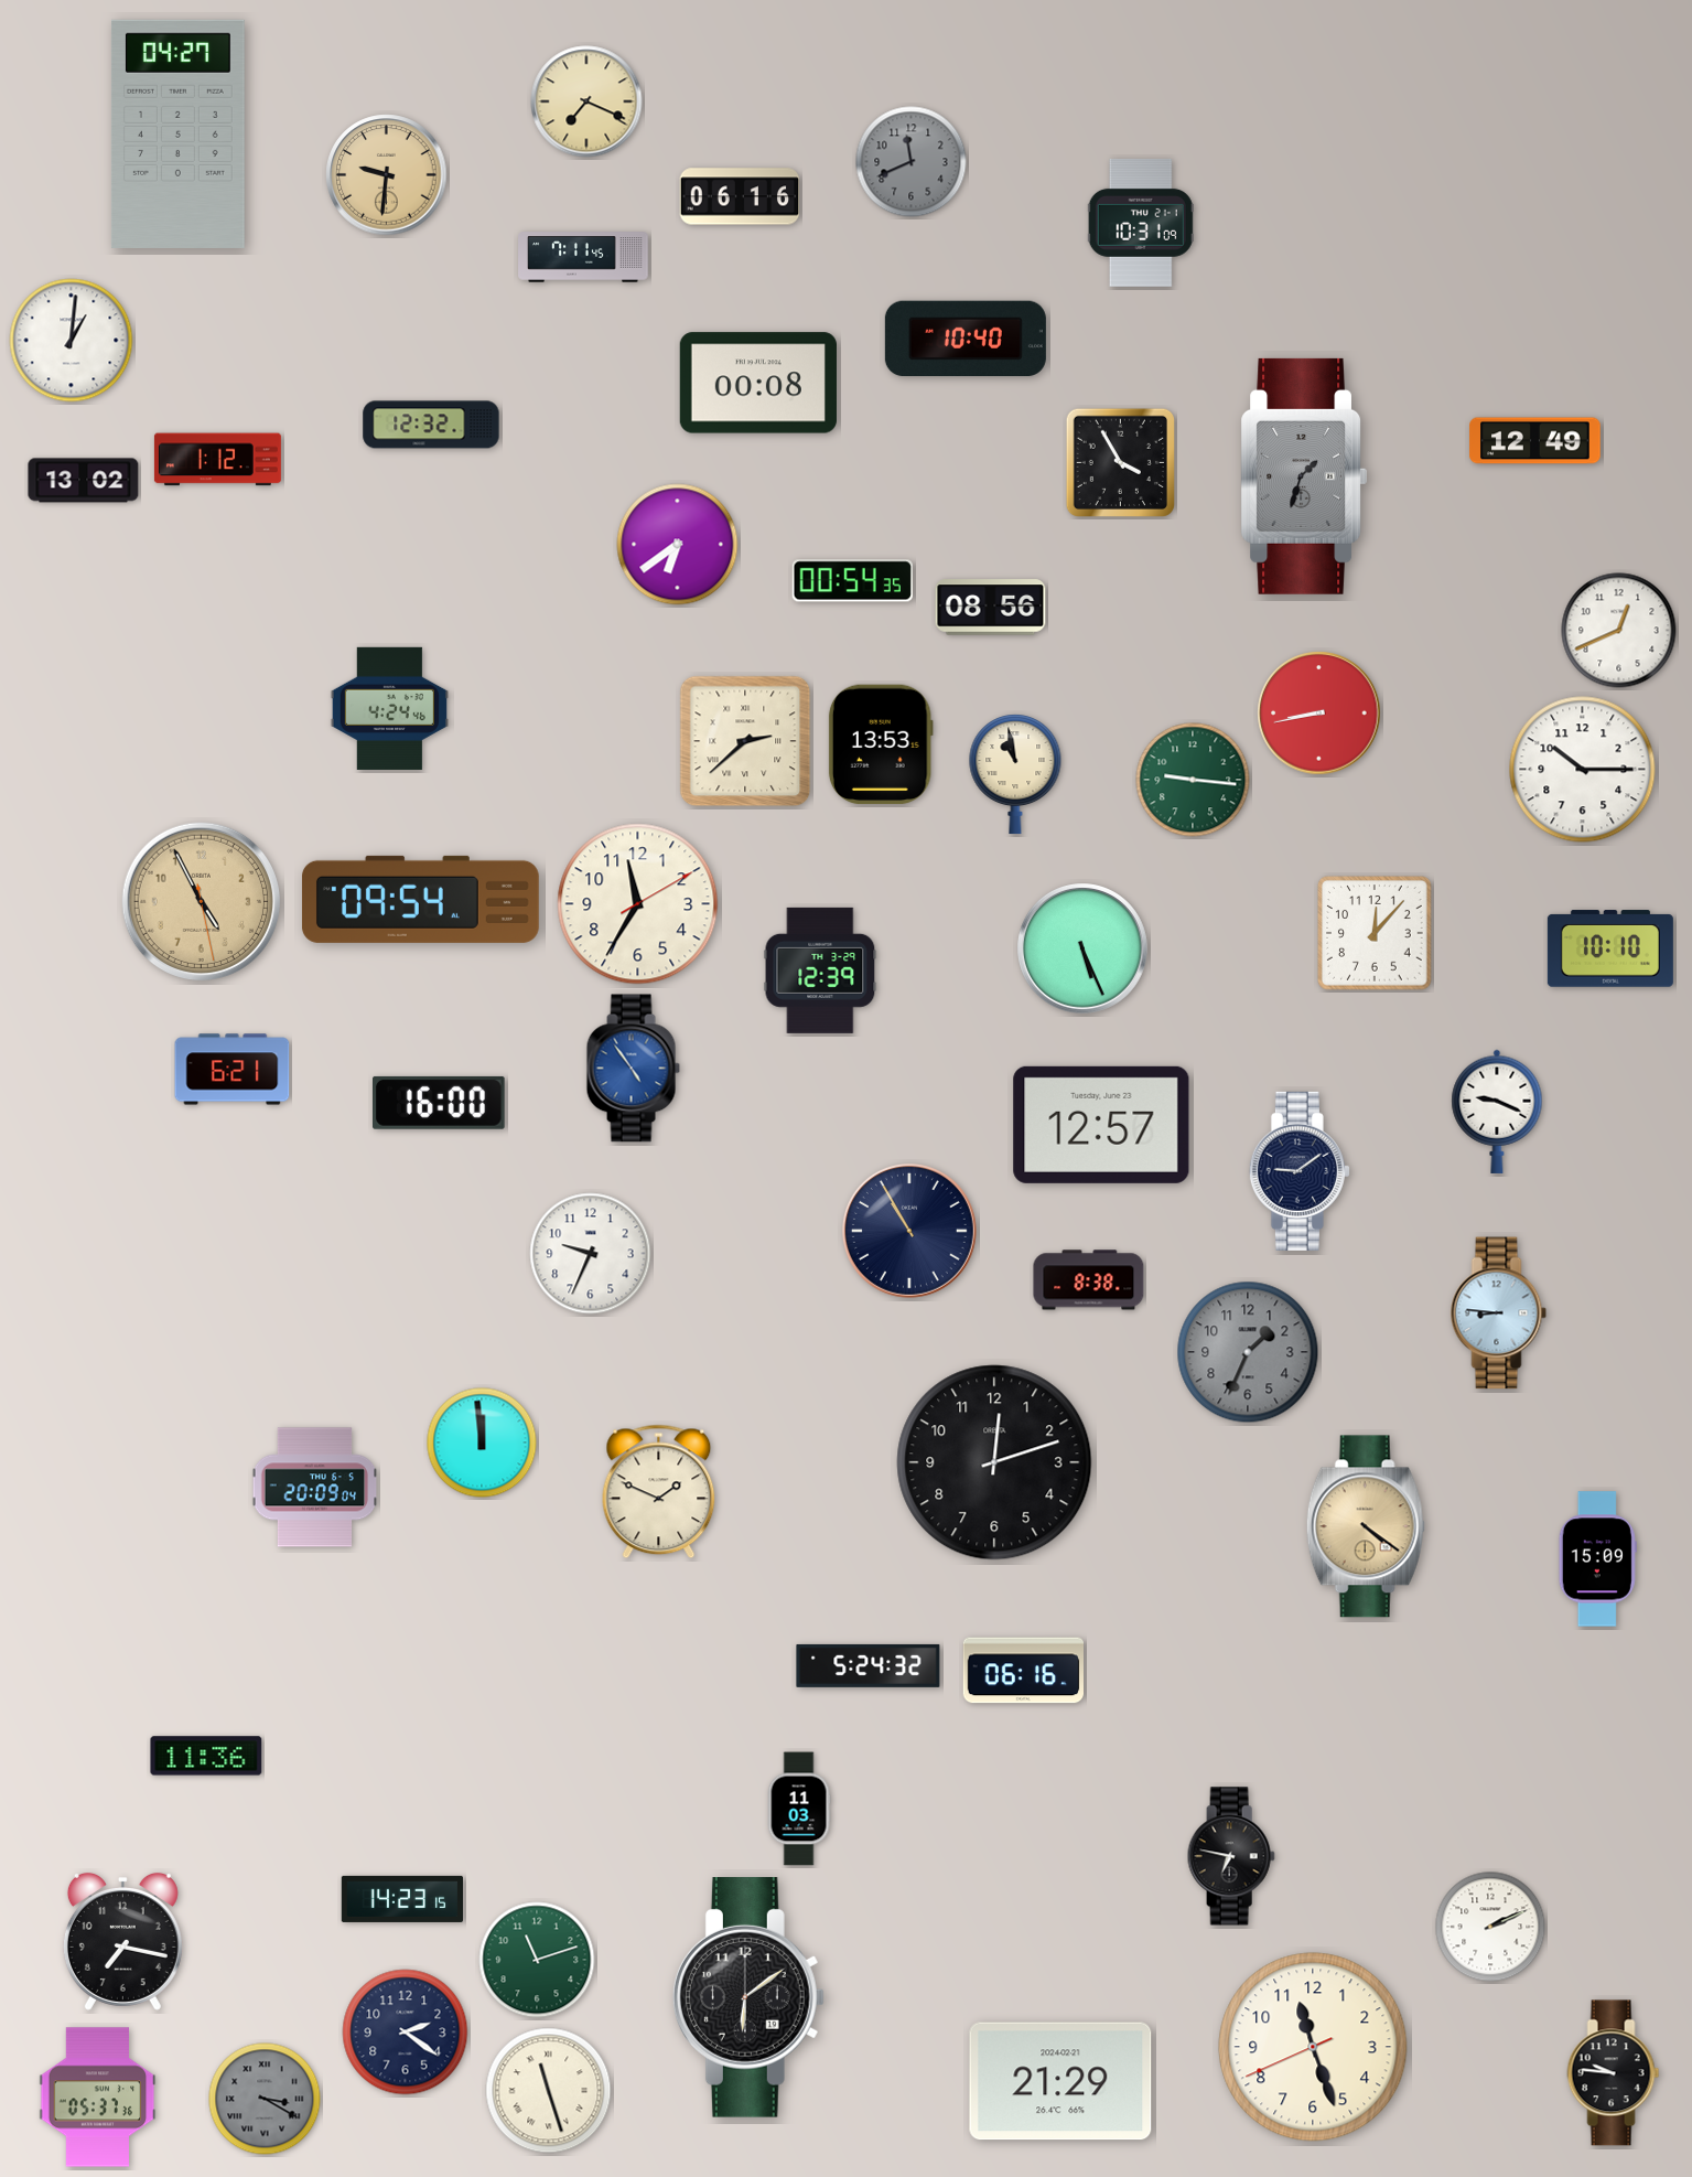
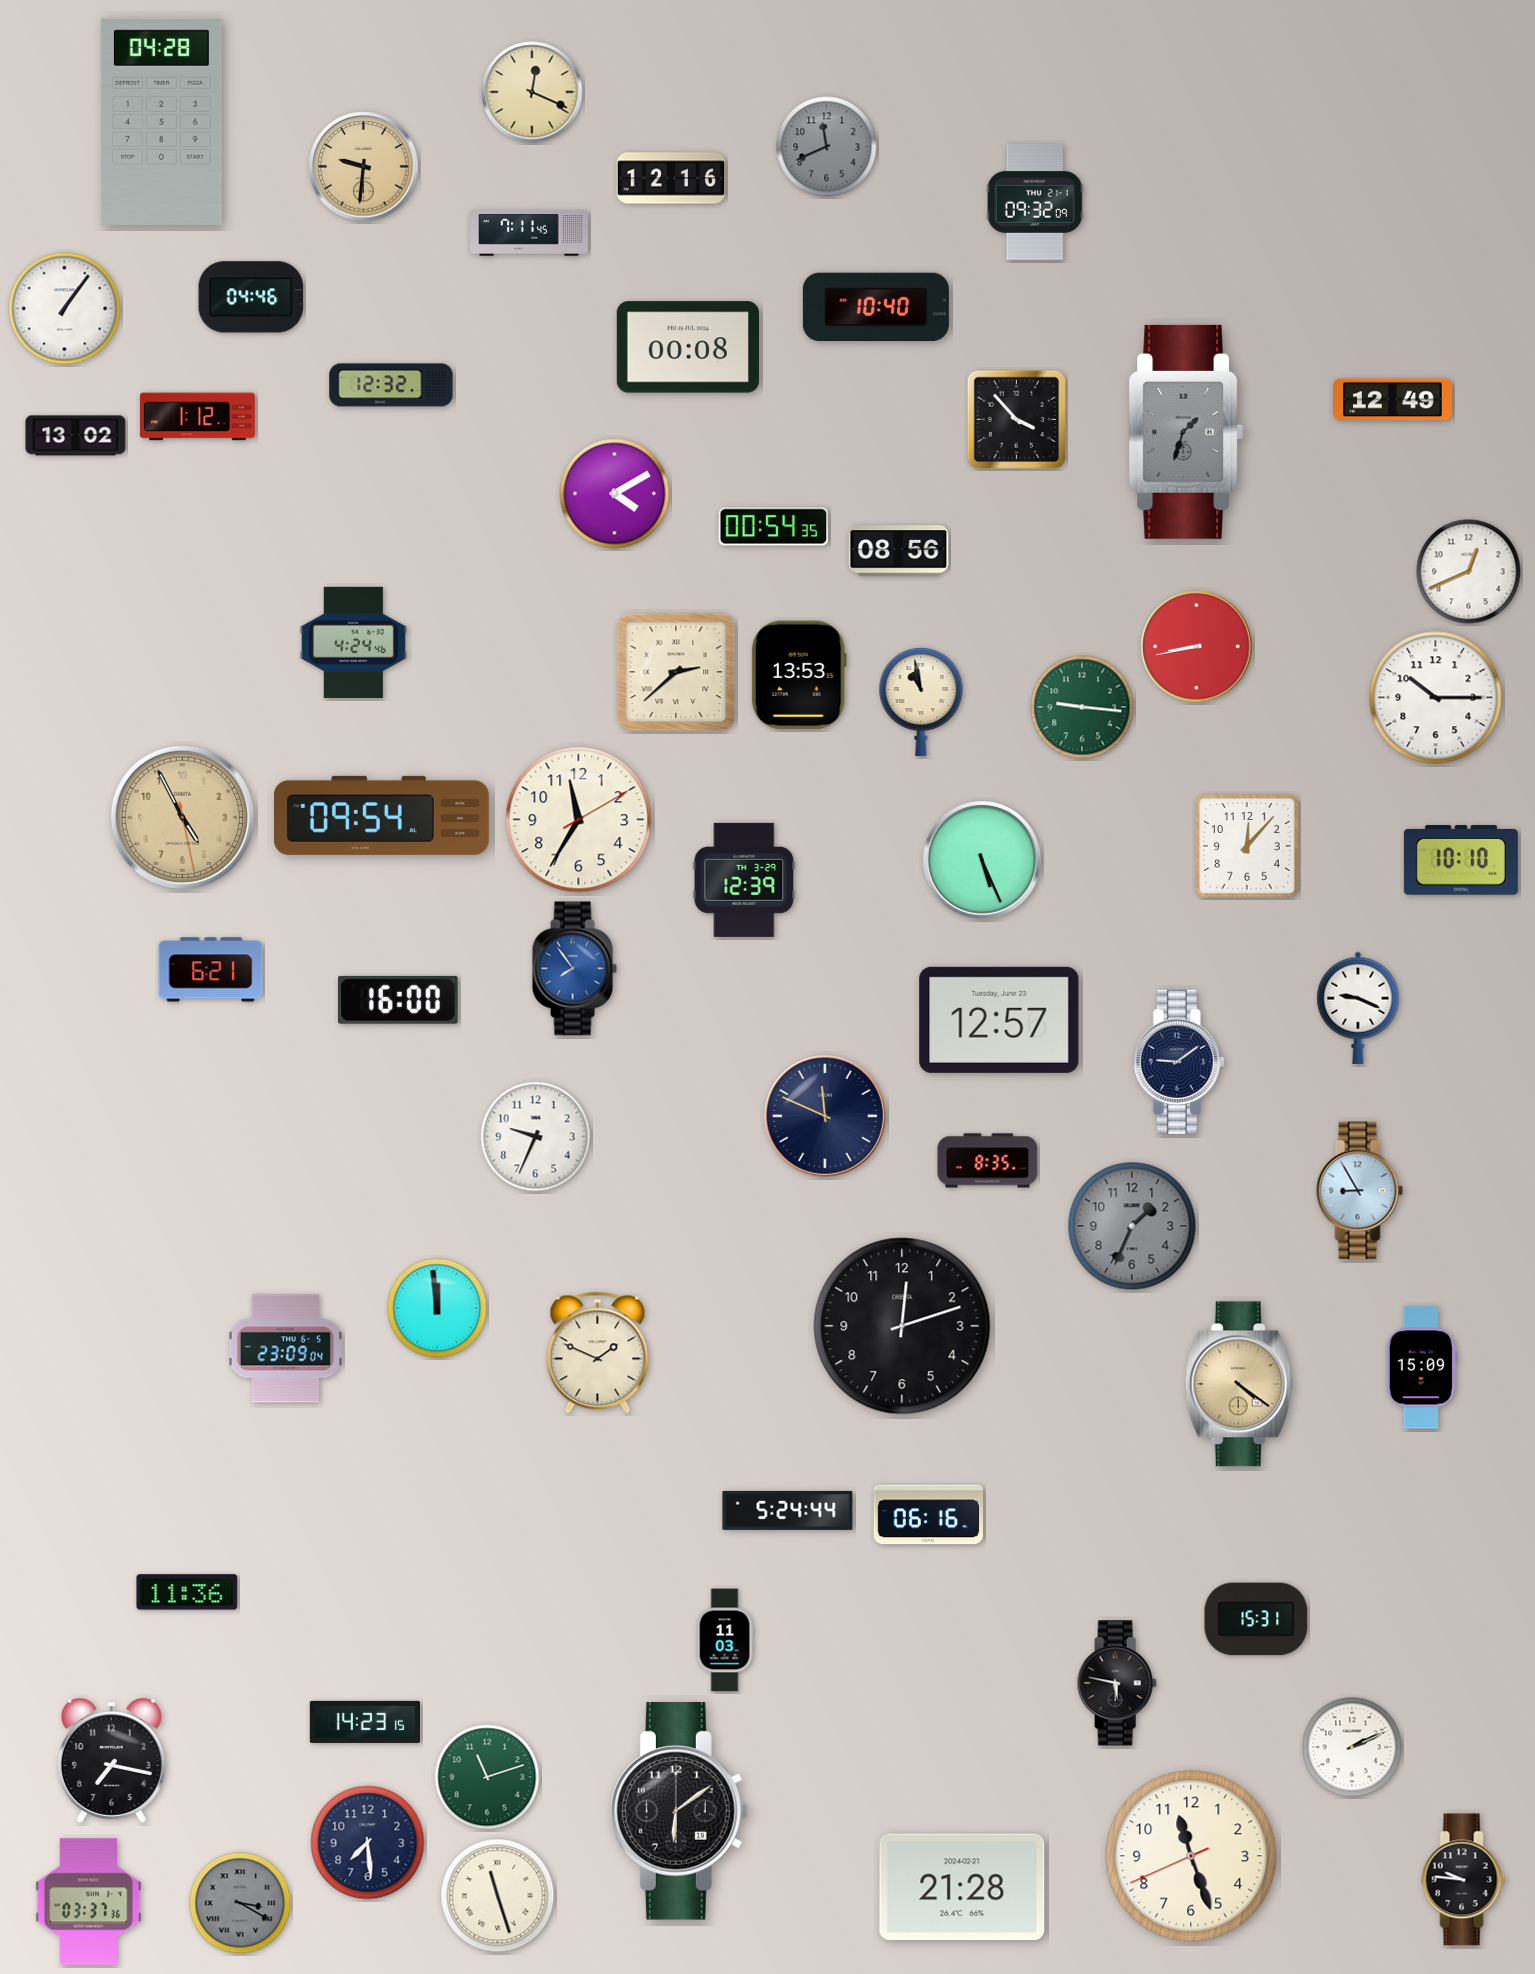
clock at (586, 101): 7:19 -> 12:19
clock at (177, 133): 04:27 -> 04:28
clock at (387, 175) position: (387, 175) -> (364, 167)
clock at (740, 196): 06:16 -> 12:16
clock at (1141, 223): 10:31 -> 09:32
clock at (251, 297): none -> 04:46
clock at (72, 341): 1:01 -> 1:06
clock at (1120, 462): 3:55 -> 3:53
clock at (1304, 476) position: (1304, 476) -> (1186, 432)
clock at (678, 545): 6:39 -> 4:10
clock at (633, 1069): 4:54 -> 7:54
clock at (909, 1231): 10:55 -> 11:49
clock at (1089, 1280): 8:38 -> 8:35
clock at (1499, 1313): 8:46 -> 8:55
clock at (315, 1488): 20:09 -> 23:09
clock at (1597, 1559) position: (1597, 1559) -> (1421, 1368)
clock at (869, 1665): 5:24:32 -> 5:24:44
clock at (1256, 1619): none -> 15:31
clock at (1231, 1856): 6:47 -> 5:47
clock at (406, 2033): 2:21 -> 7:29
clock at (1060, 2081): 21:29 -> 21:28
clock at (98, 2098): 05:37 -> 03:37
